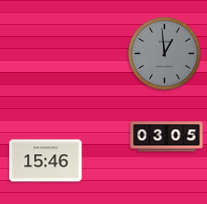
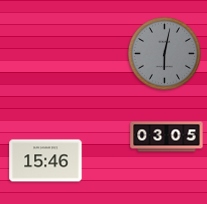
clock at (164, 53): 12:59 -> 6:02
